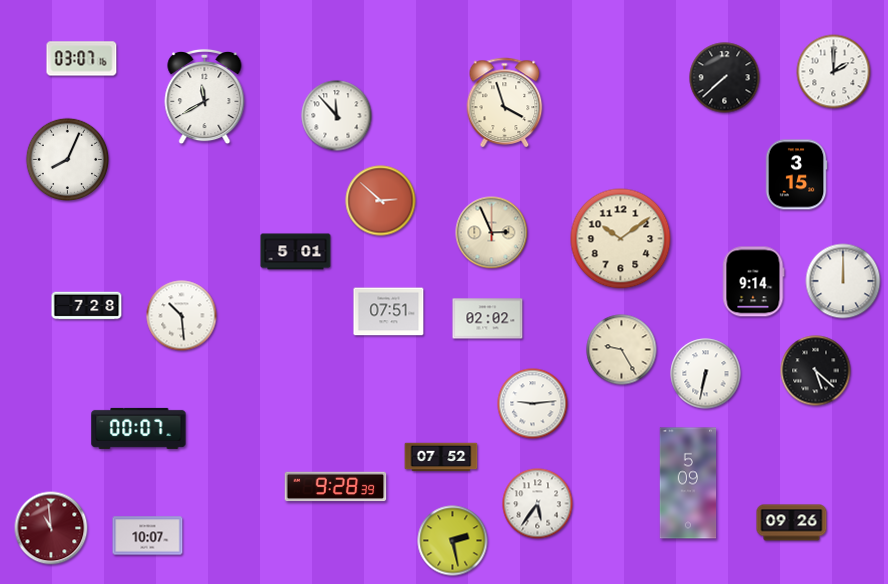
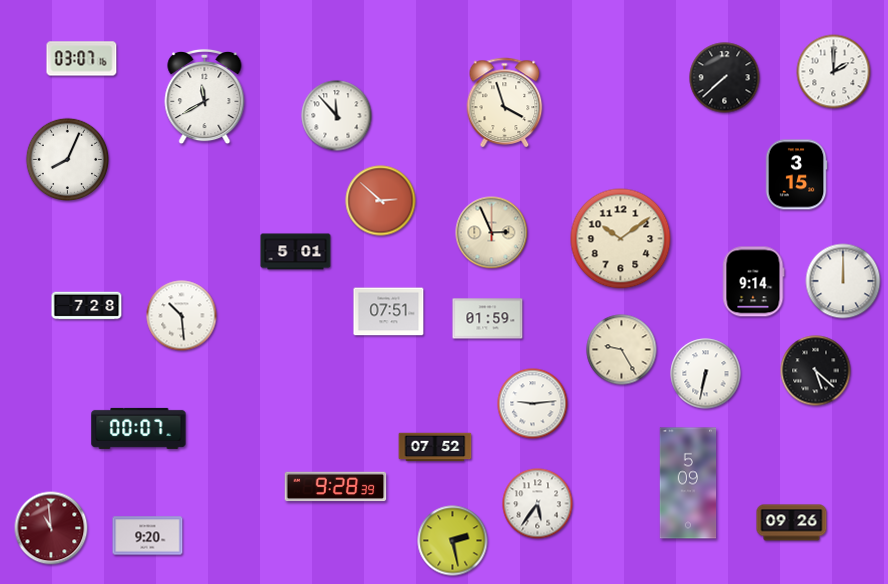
clock at (488, 319): 02:02 -> 01:59
clock at (441, 457) position: (441, 457) -> (435, 447)
clock at (148, 536): 10:07 -> 9:20
